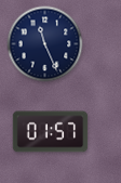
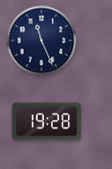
clock at (51, 132): 01:57 -> 19:28
